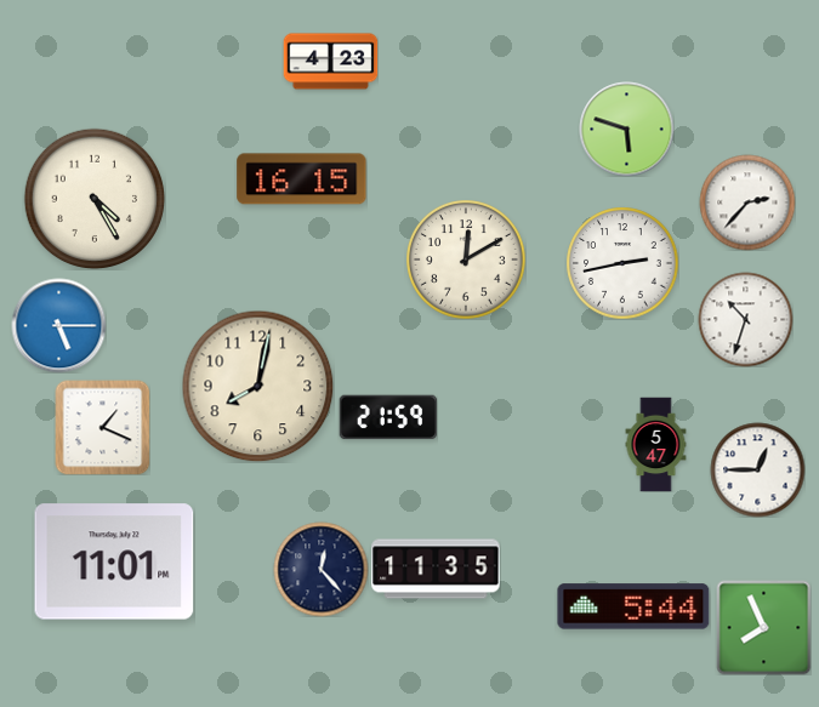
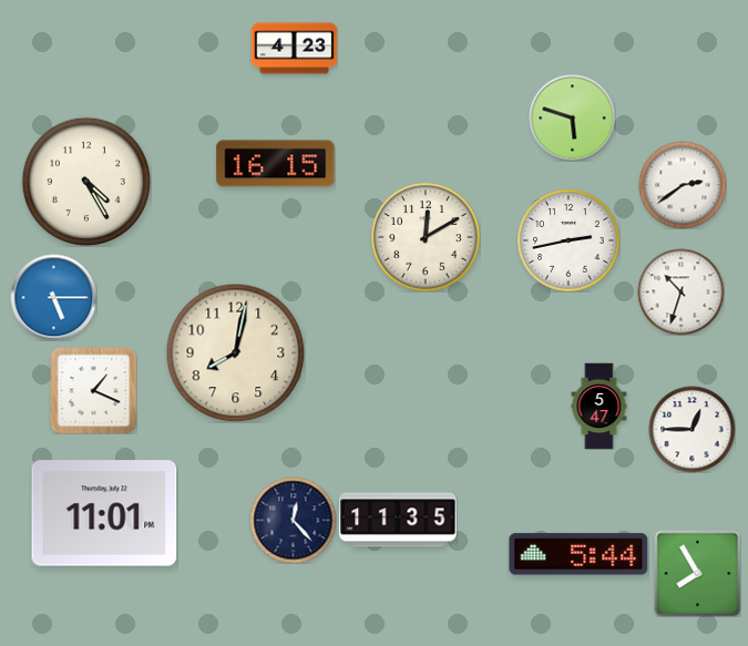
clock at (330, 62) position: (330, 62) -> (294, 49)
clock at (747, 203): 2:37 -> 2:39
clock at (388, 417): 21:59 -> none
clock at (763, 627): 7:56 -> 7:55
